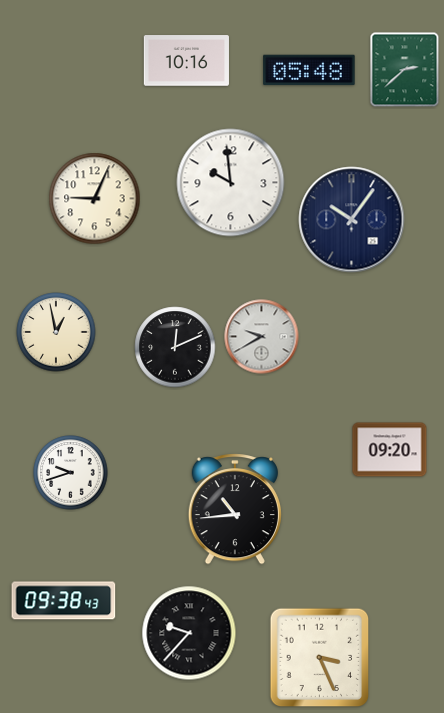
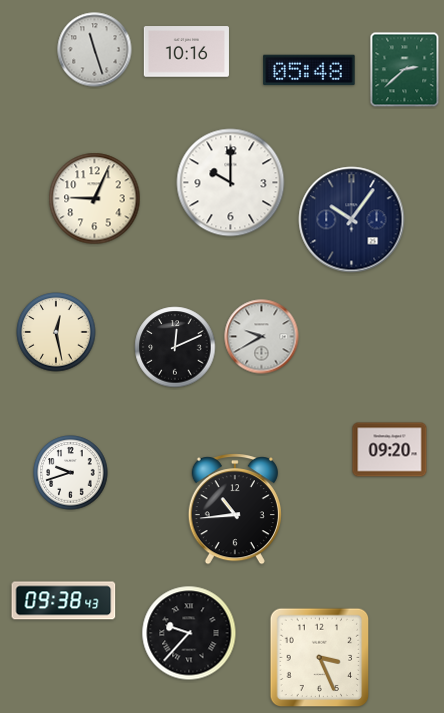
clock at (95, 50): none -> 11:27
clock at (186, 61) position: (186, 61) -> (186, 52)
clock at (231, 183): 9:59 -> 10:00
clock at (56, 332): 12:58 -> 12:28
